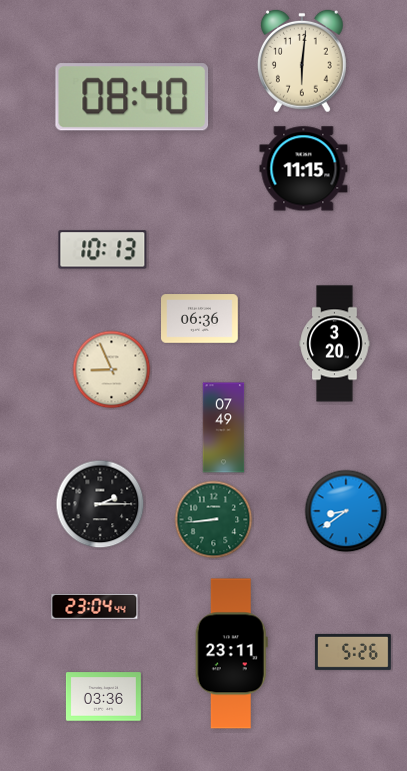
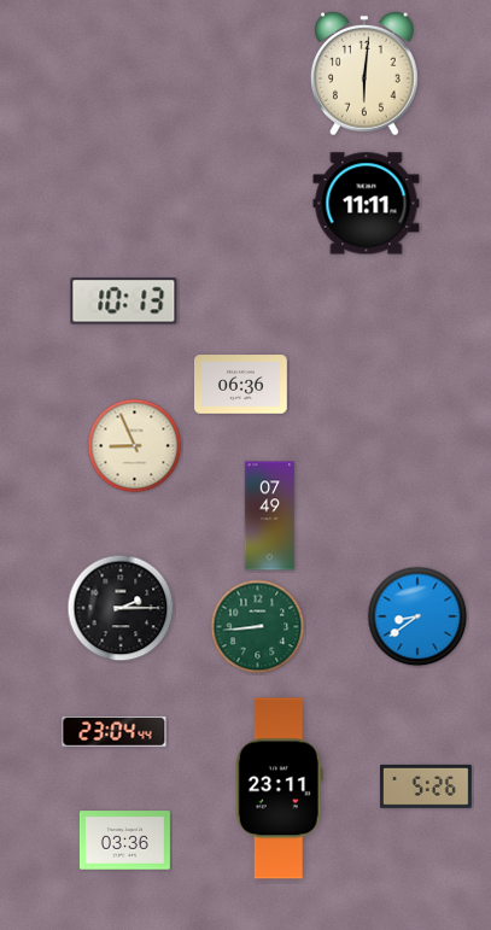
clock at (132, 97): 08:40 -> none
clock at (304, 169): 11:15 -> 11:11
clock at (335, 344): 3:20 -> none
